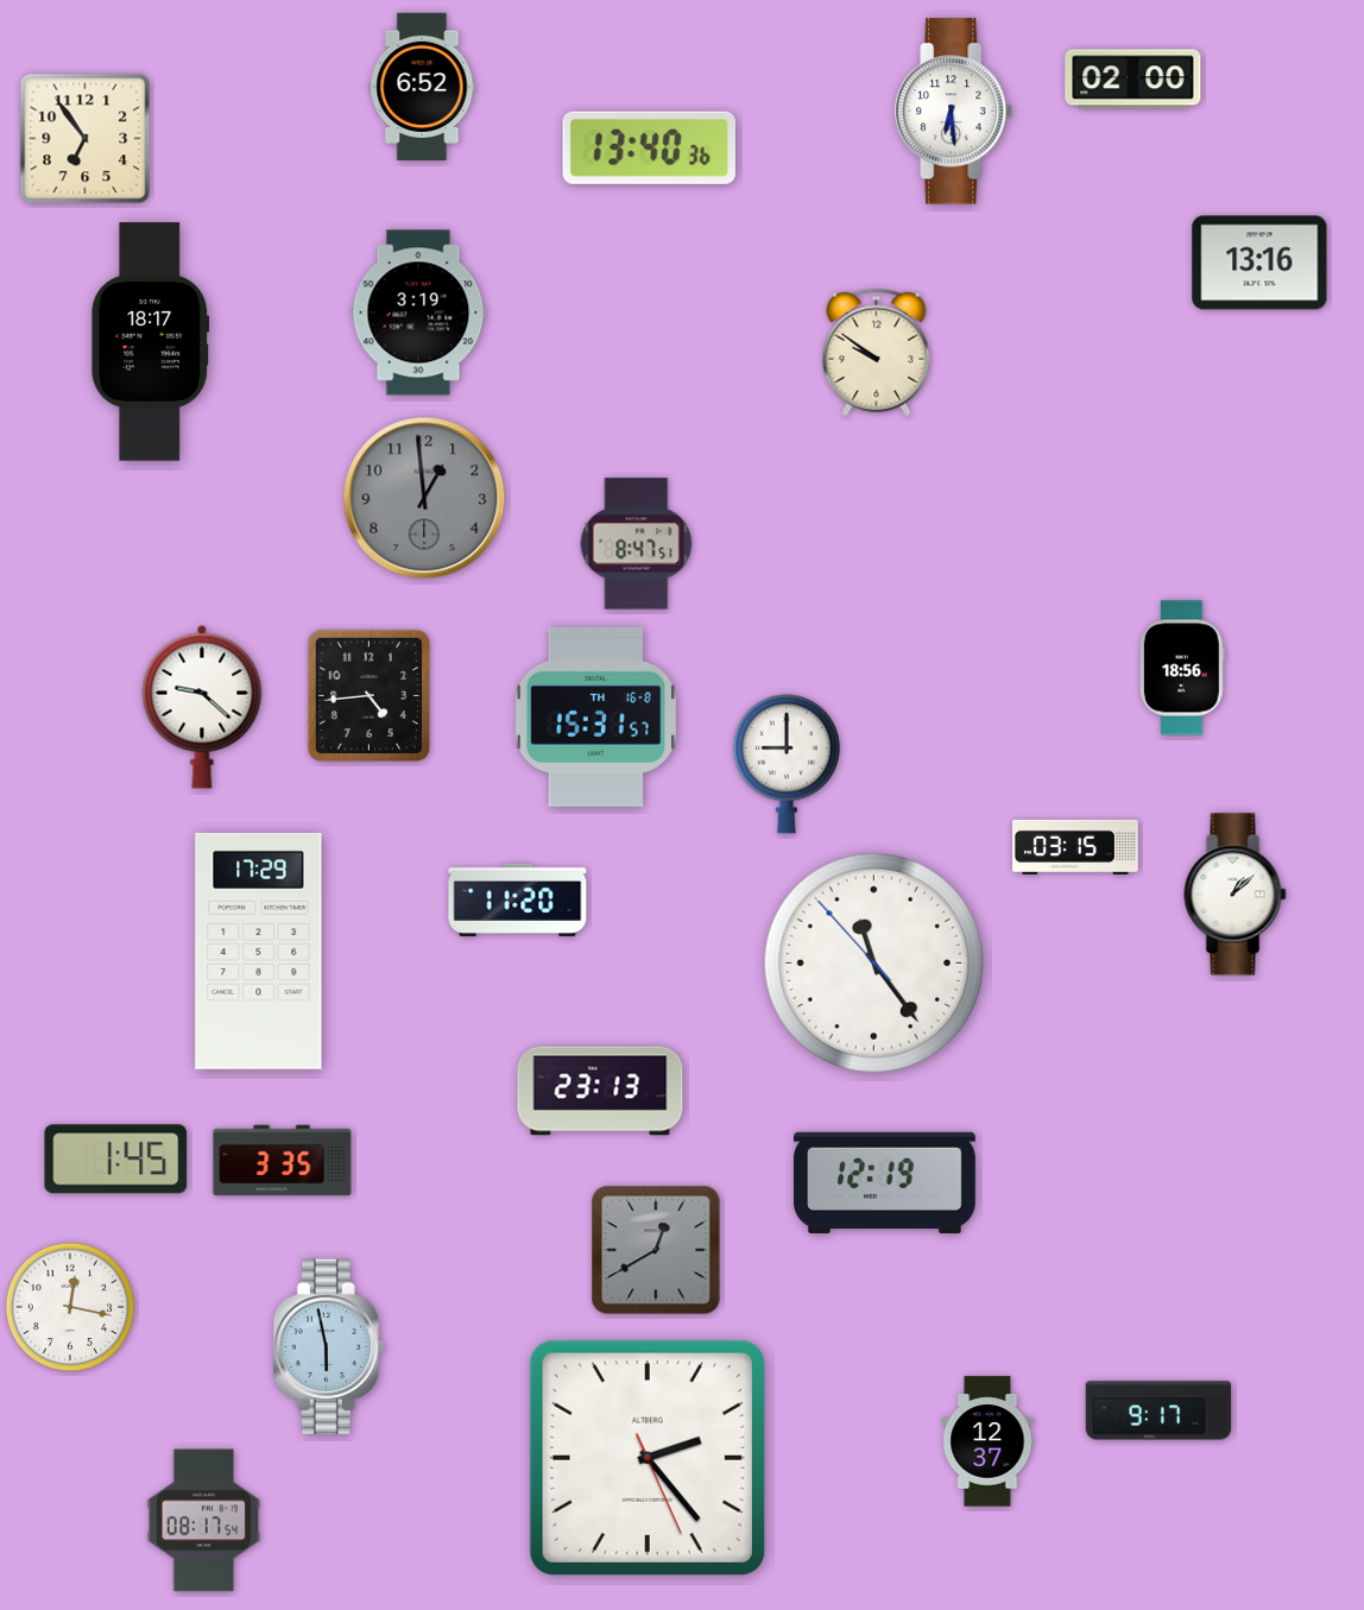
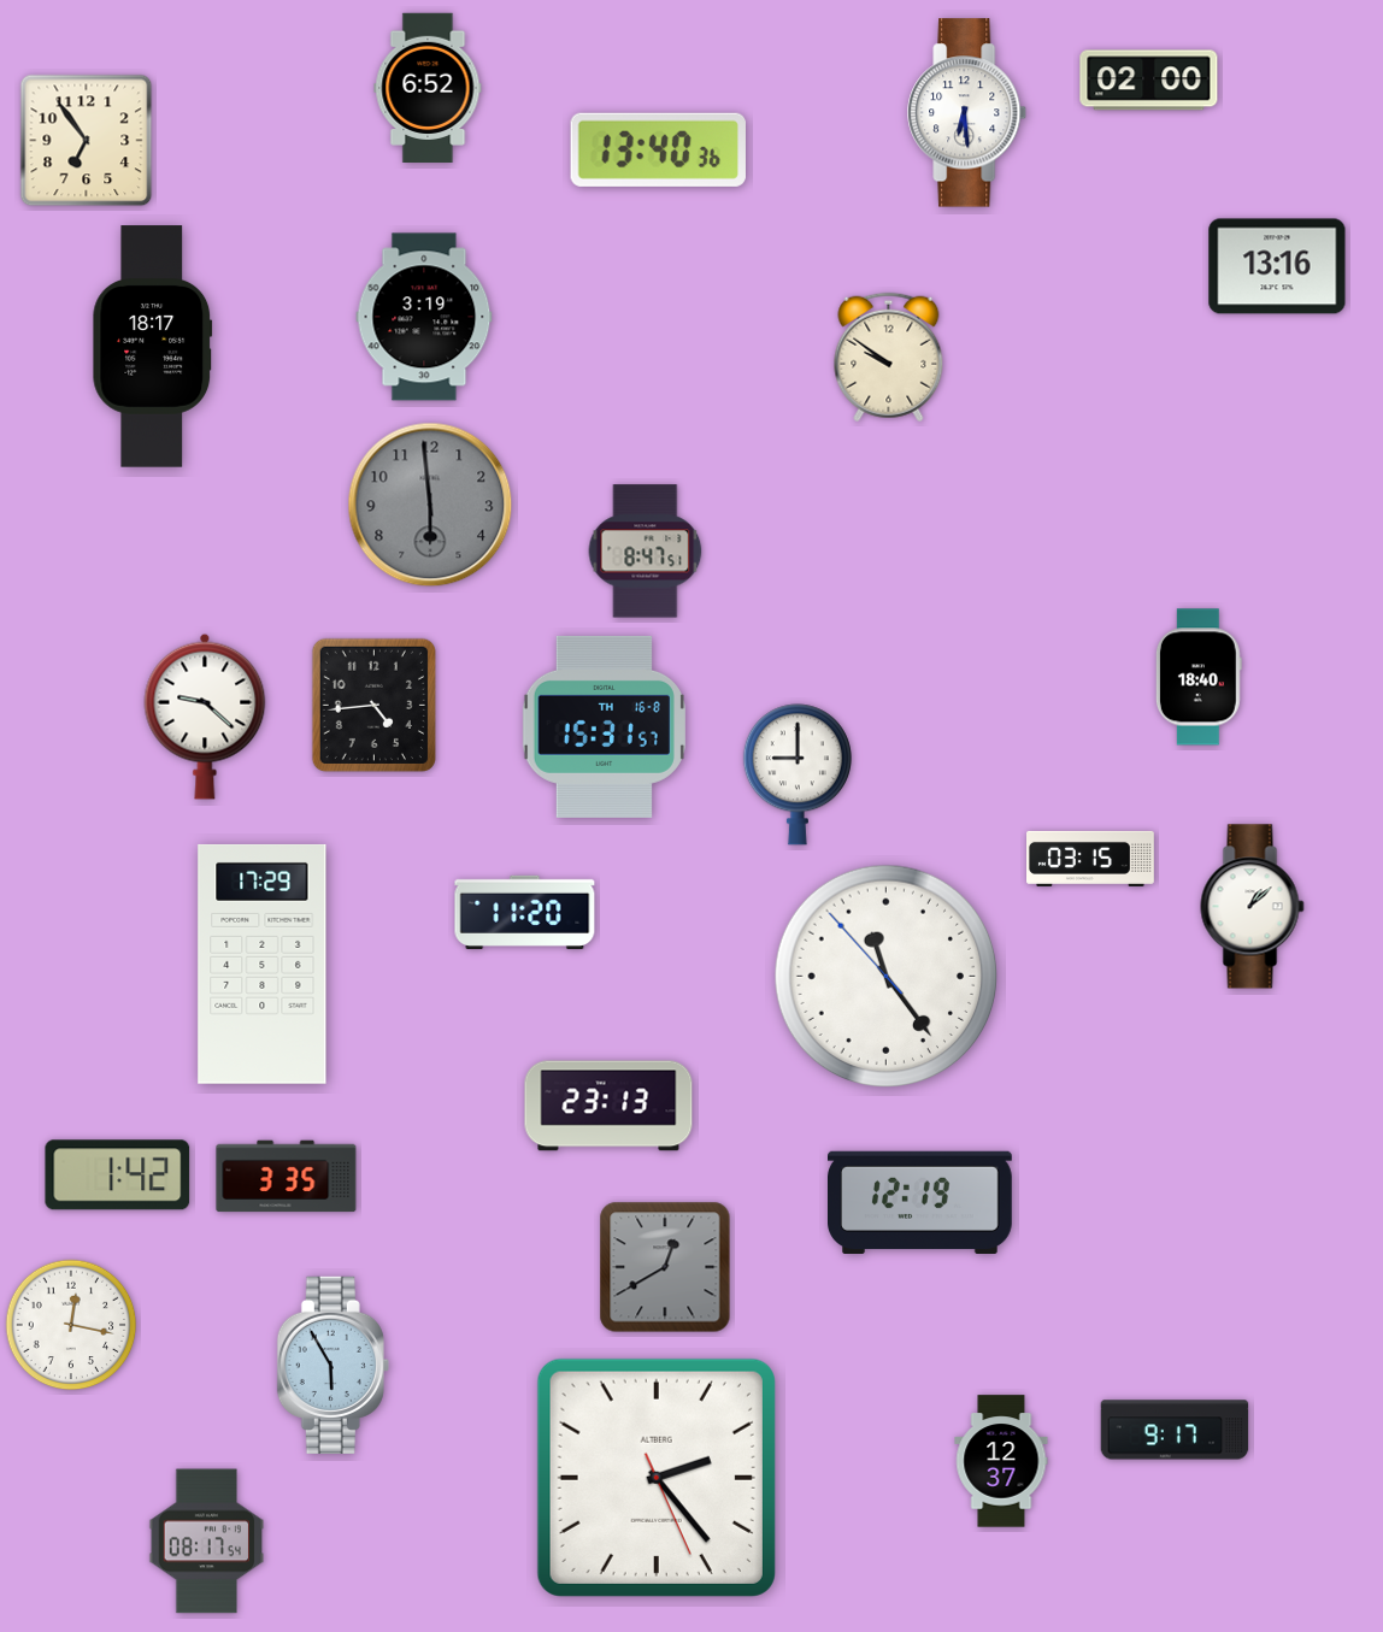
clock at (424, 498): 12:59 -> 5:59
clock at (1182, 668): 18:56 -> 18:40
clock at (116, 1160): 1:45 -> 1:42
clock at (885, 1182) position: (885, 1182) -> (920, 1202)
clock at (328, 1346): 5:58 -> 5:55
